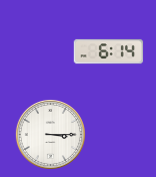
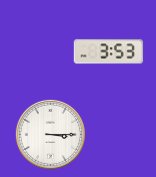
clock at (109, 52): 6:14 -> 3:53
